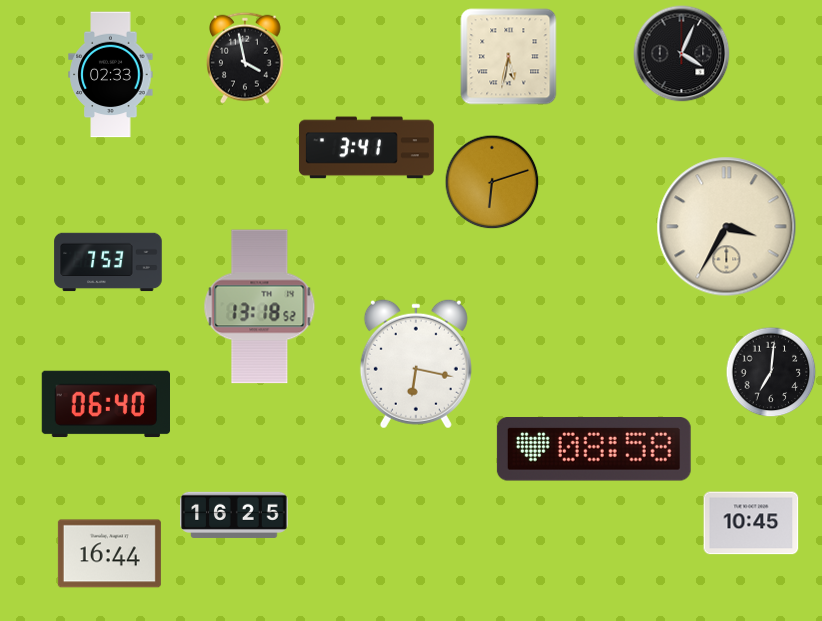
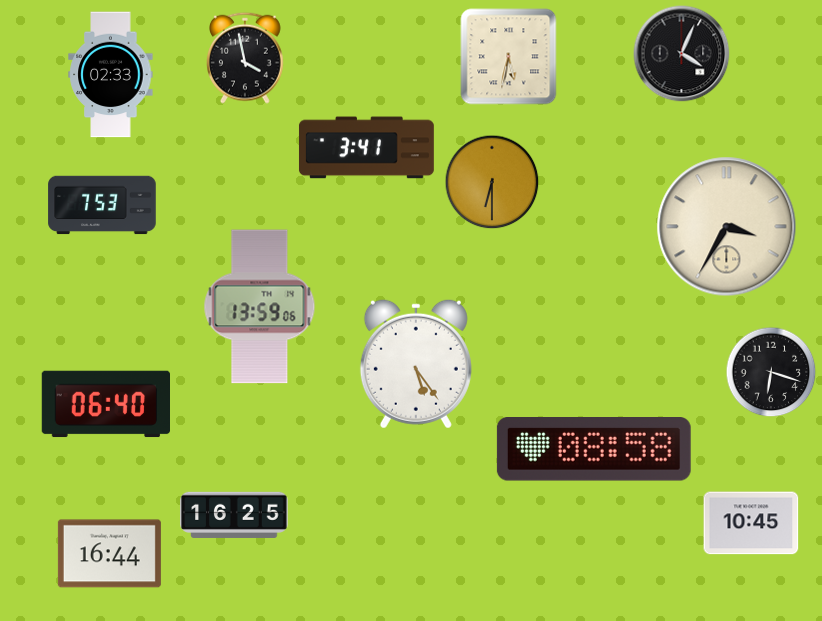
clock at (492, 182): 6:12 -> 6:30
clock at (108, 262) position: (108, 262) -> (102, 205)
clock at (260, 307): 13:18 -> 13:59
clock at (416, 364): 6:17 -> 5:24
clock at (771, 372): 7:01 -> 6:18
